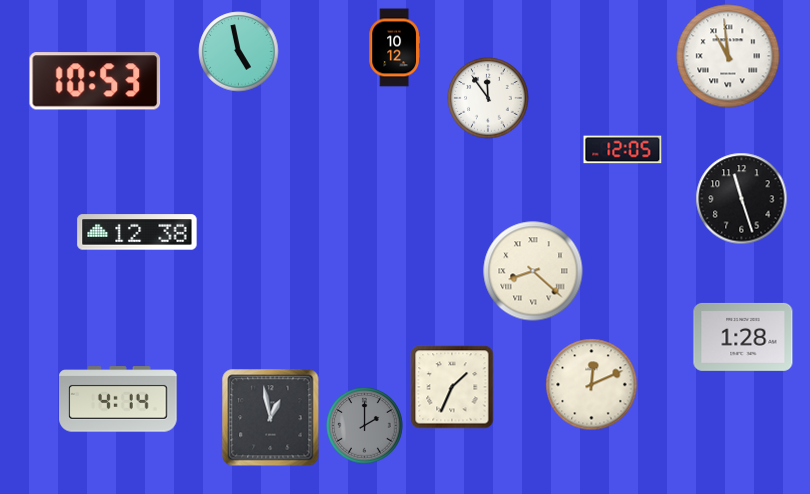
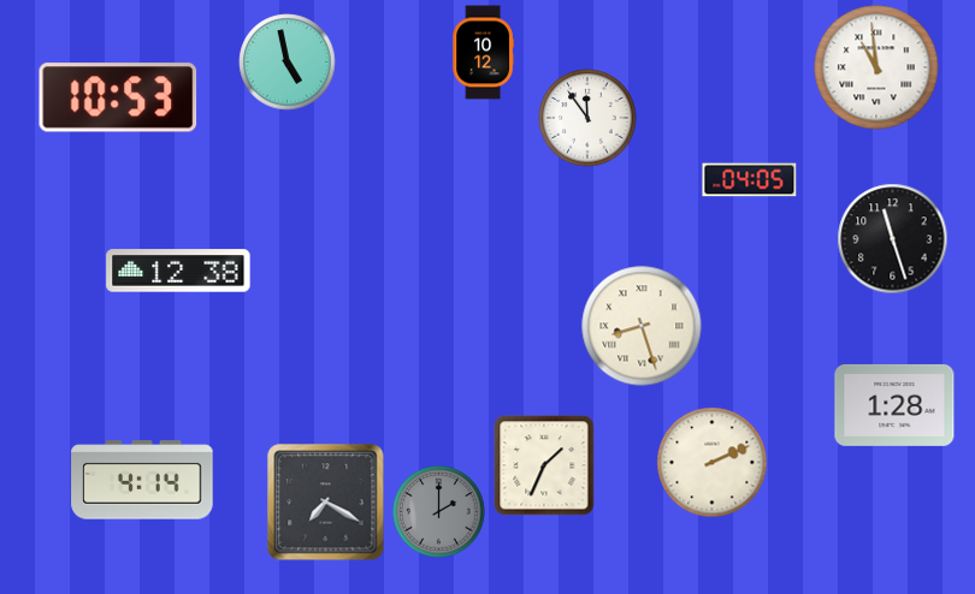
clock at (394, 48) position: (394, 48) -> (483, 53)
clock at (95, 81) position: (95, 81) -> (118, 97)
clock at (623, 150): 12:05 -> 04:05
clock at (137, 232) position: (137, 232) -> (178, 271)
clock at (533, 271): 8:22 -> 8:27
clock at (592, 385): 12:11 -> 2:11
clock at (271, 418): 12:58 -> 7:20
